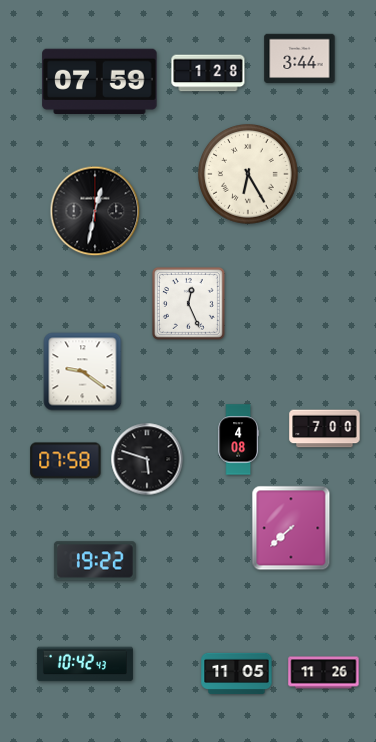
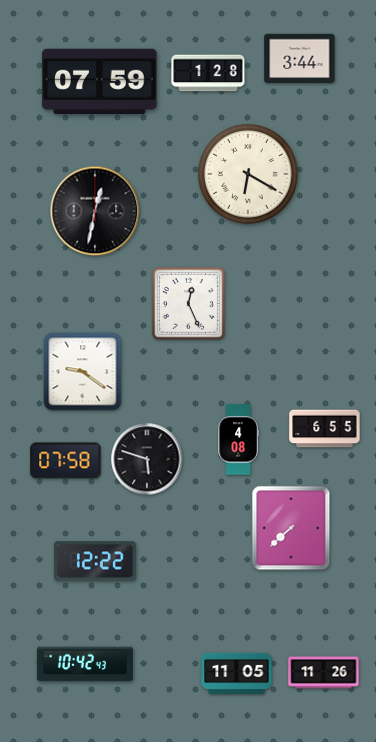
clock at (249, 175): 6:25 -> 6:20
clock at (325, 429): 7:00 -> 6:55
clock at (95, 561): 19:22 -> 12:22
